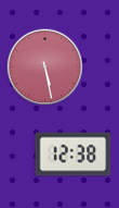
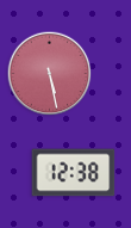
clock at (74, 155) position: (74, 155) -> (74, 173)
